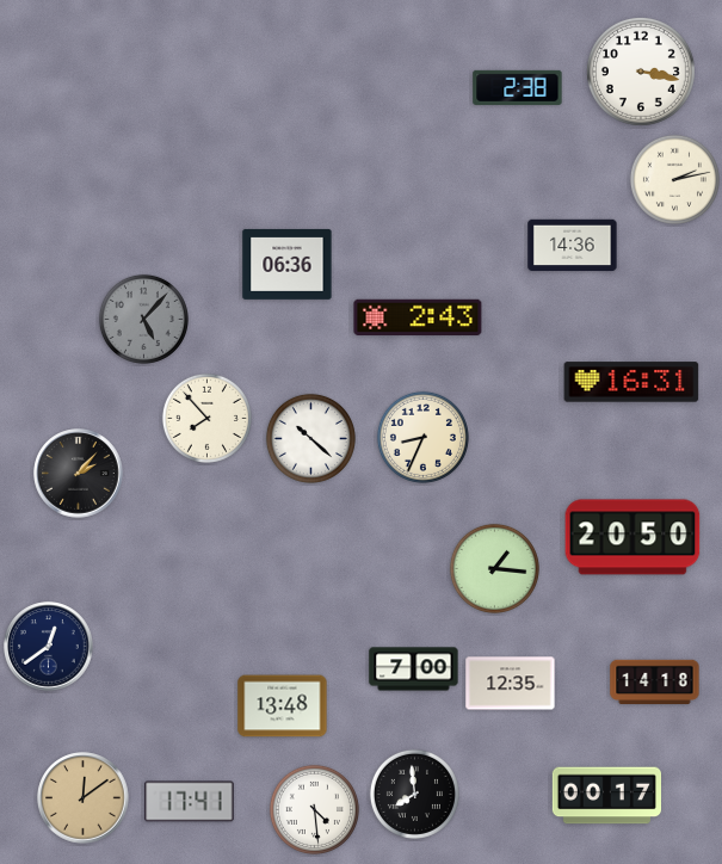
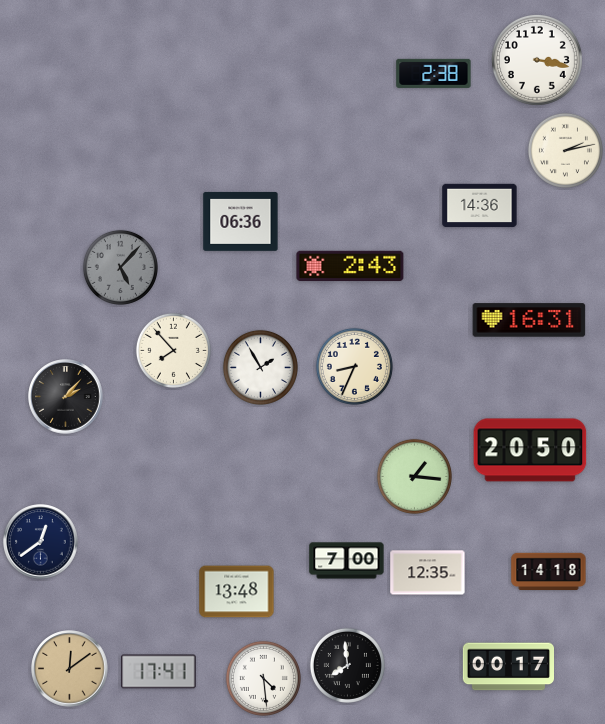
clock at (310, 438): 10:22 -> 1:55
